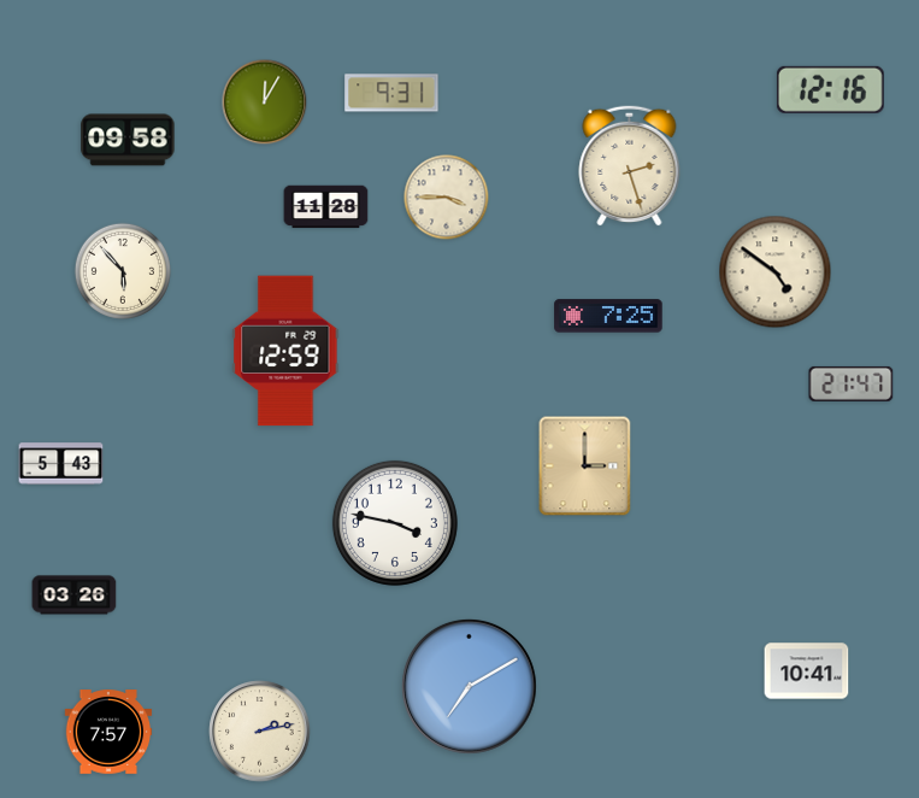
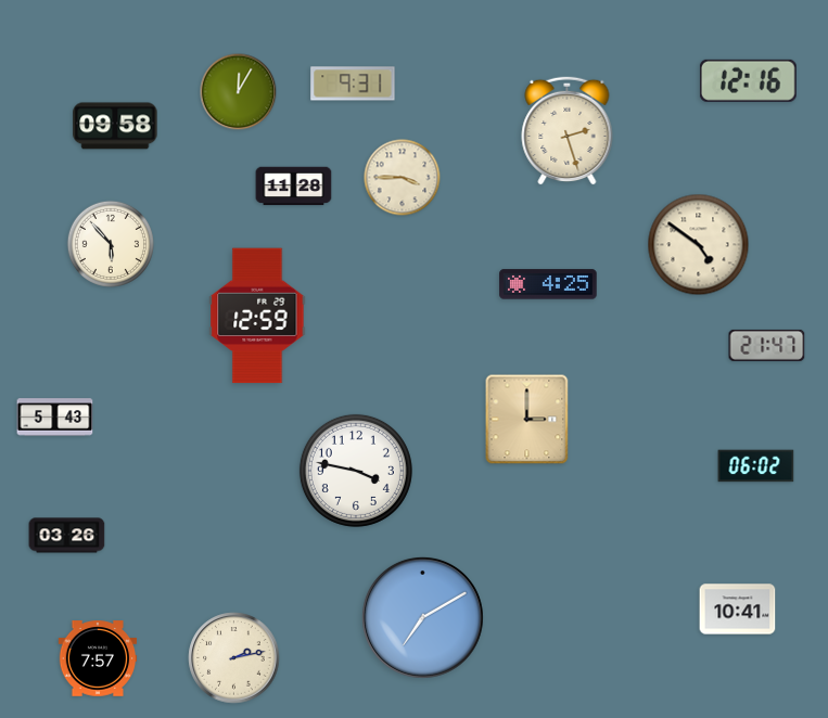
clock at (630, 165) position: (630, 165) -> (568, 130)
clock at (608, 316): 7:25 -> 4:25
clock at (756, 466): none -> 06:02
clock at (807, 671) position: (807, 671) -> (738, 610)
